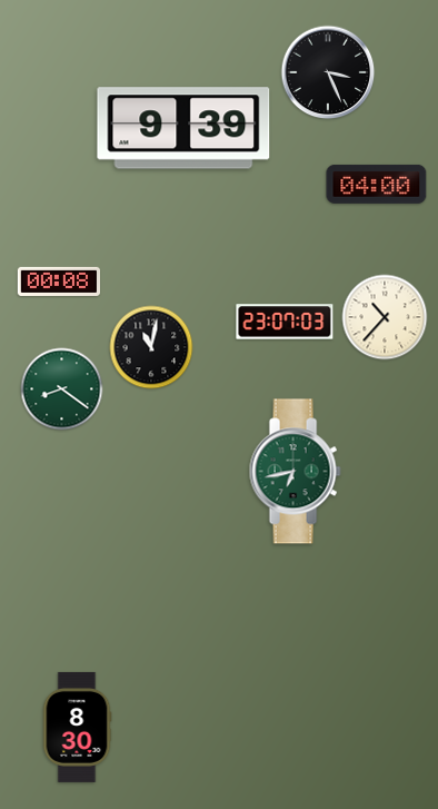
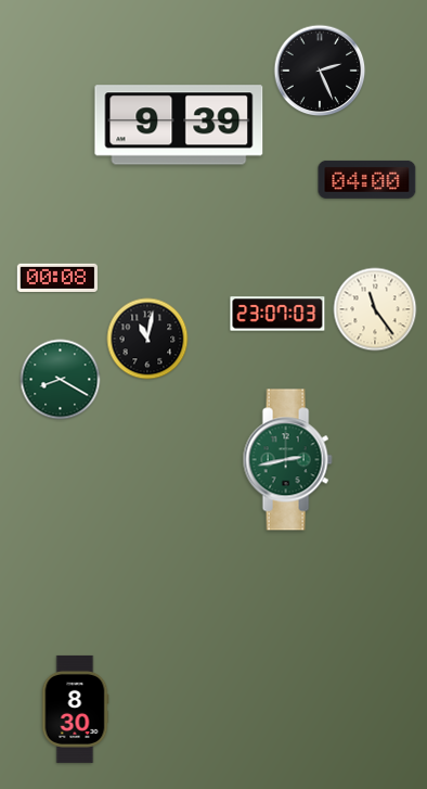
clock at (328, 72): 3:26 -> 2:26
clock at (58, 282) position: (58, 282) -> (56, 278)
clock at (385, 317): 10:37 -> 11:24
clock at (62, 389): 8:21 -> 8:20
clock at (295, 472): 6:43 -> 2:43
